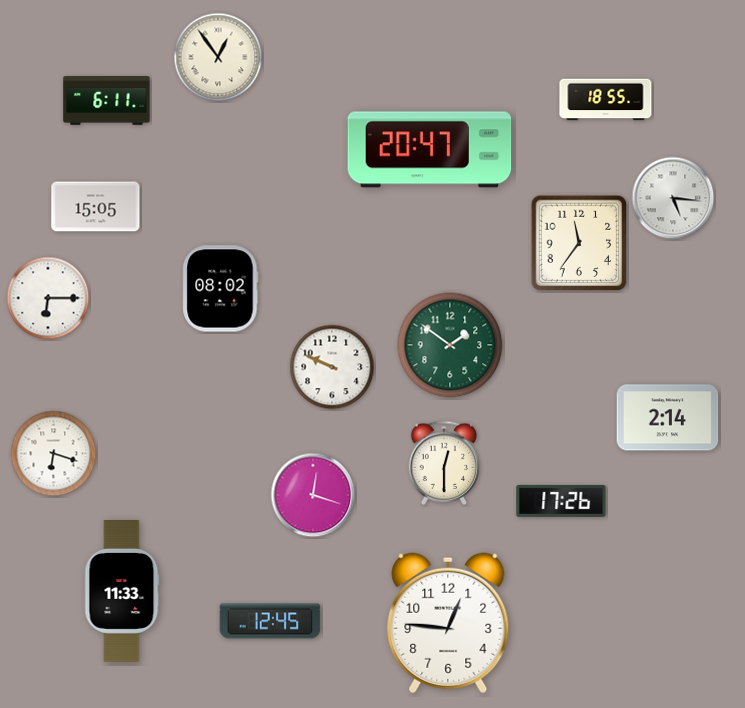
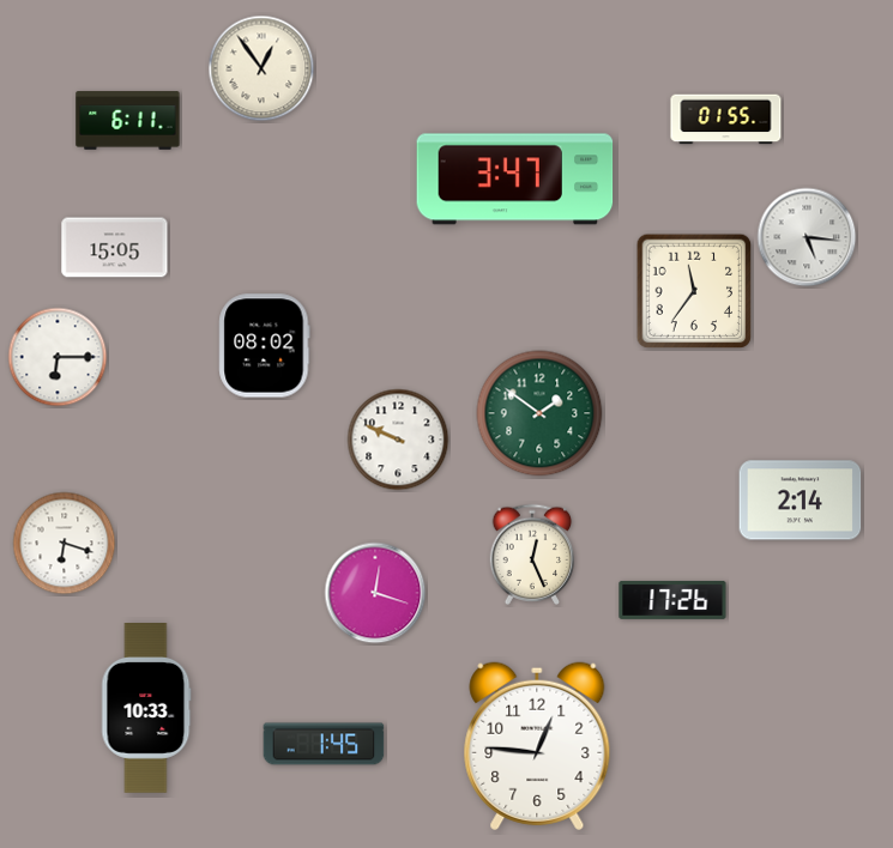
clock at (606, 100): 18:55 -> 01:55
clock at (430, 150): 20:47 -> 3:47
clock at (444, 462): 12:30 -> 12:26
clock at (122, 592): 11:33 -> 10:33
clock at (270, 621): 12:45 -> 1:45
